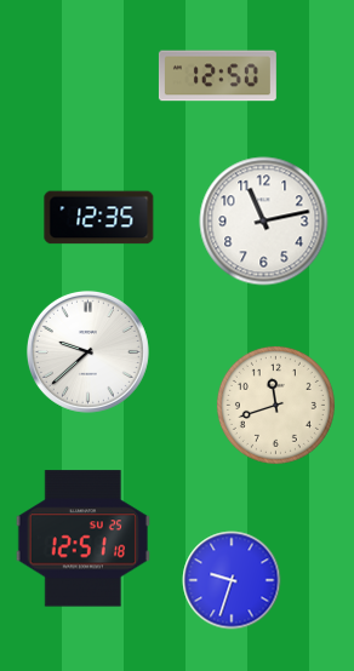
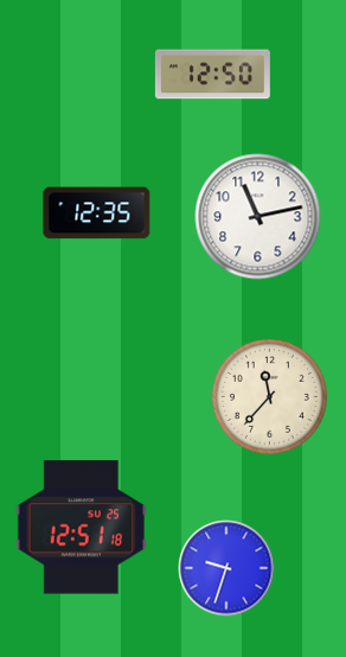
clock at (87, 351): 9:38 -> none
clock at (275, 405): 11:42 -> 11:37
